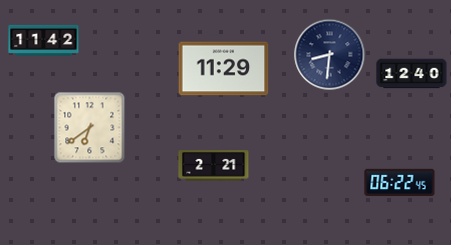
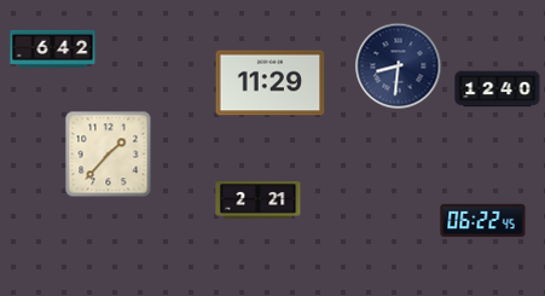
clock at (44, 40): 11:42 -> 6:42
clock at (90, 128): 6:39 -> 1:37
